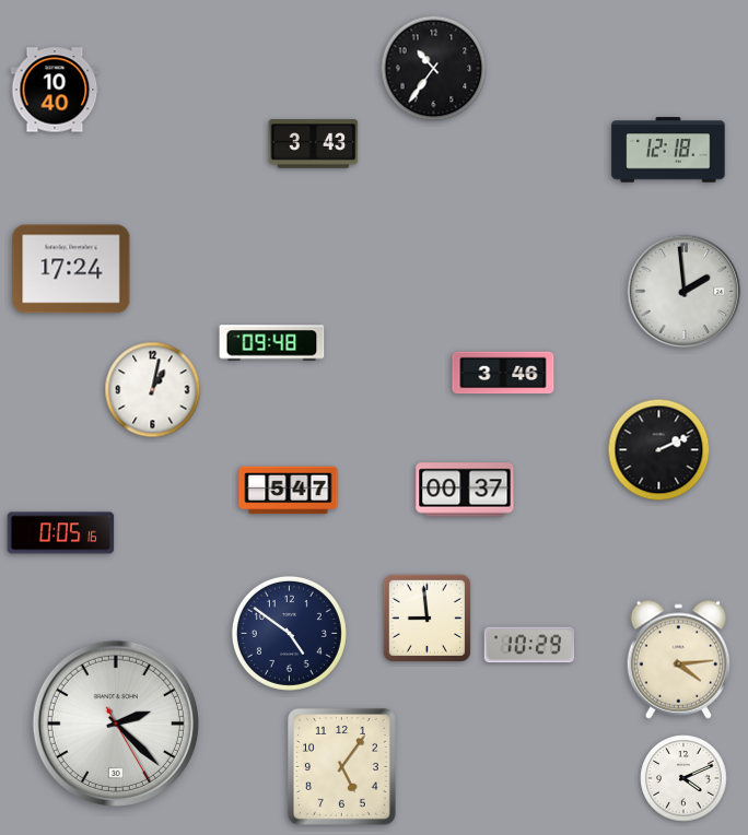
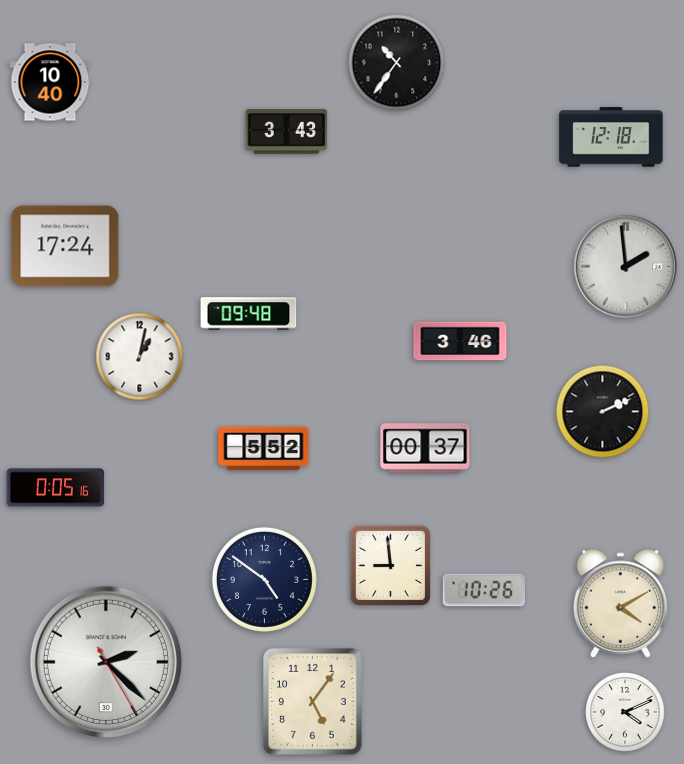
clock at (289, 491): 5:47 -> 5:52
clock at (529, 645): 10:29 -> 10:26
clock at (678, 659): 4:14 -> 4:10
